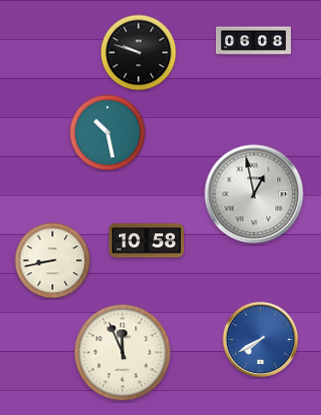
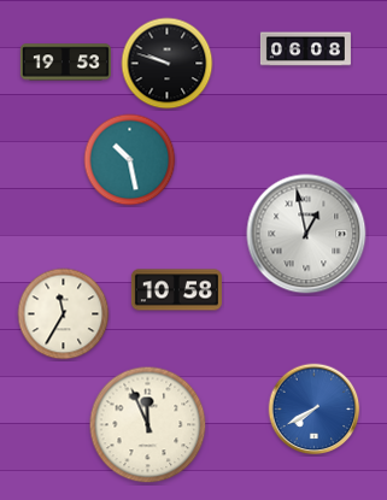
clock at (65, 63): none -> 19:53
clock at (53, 261): 8:43 -> 11:35
